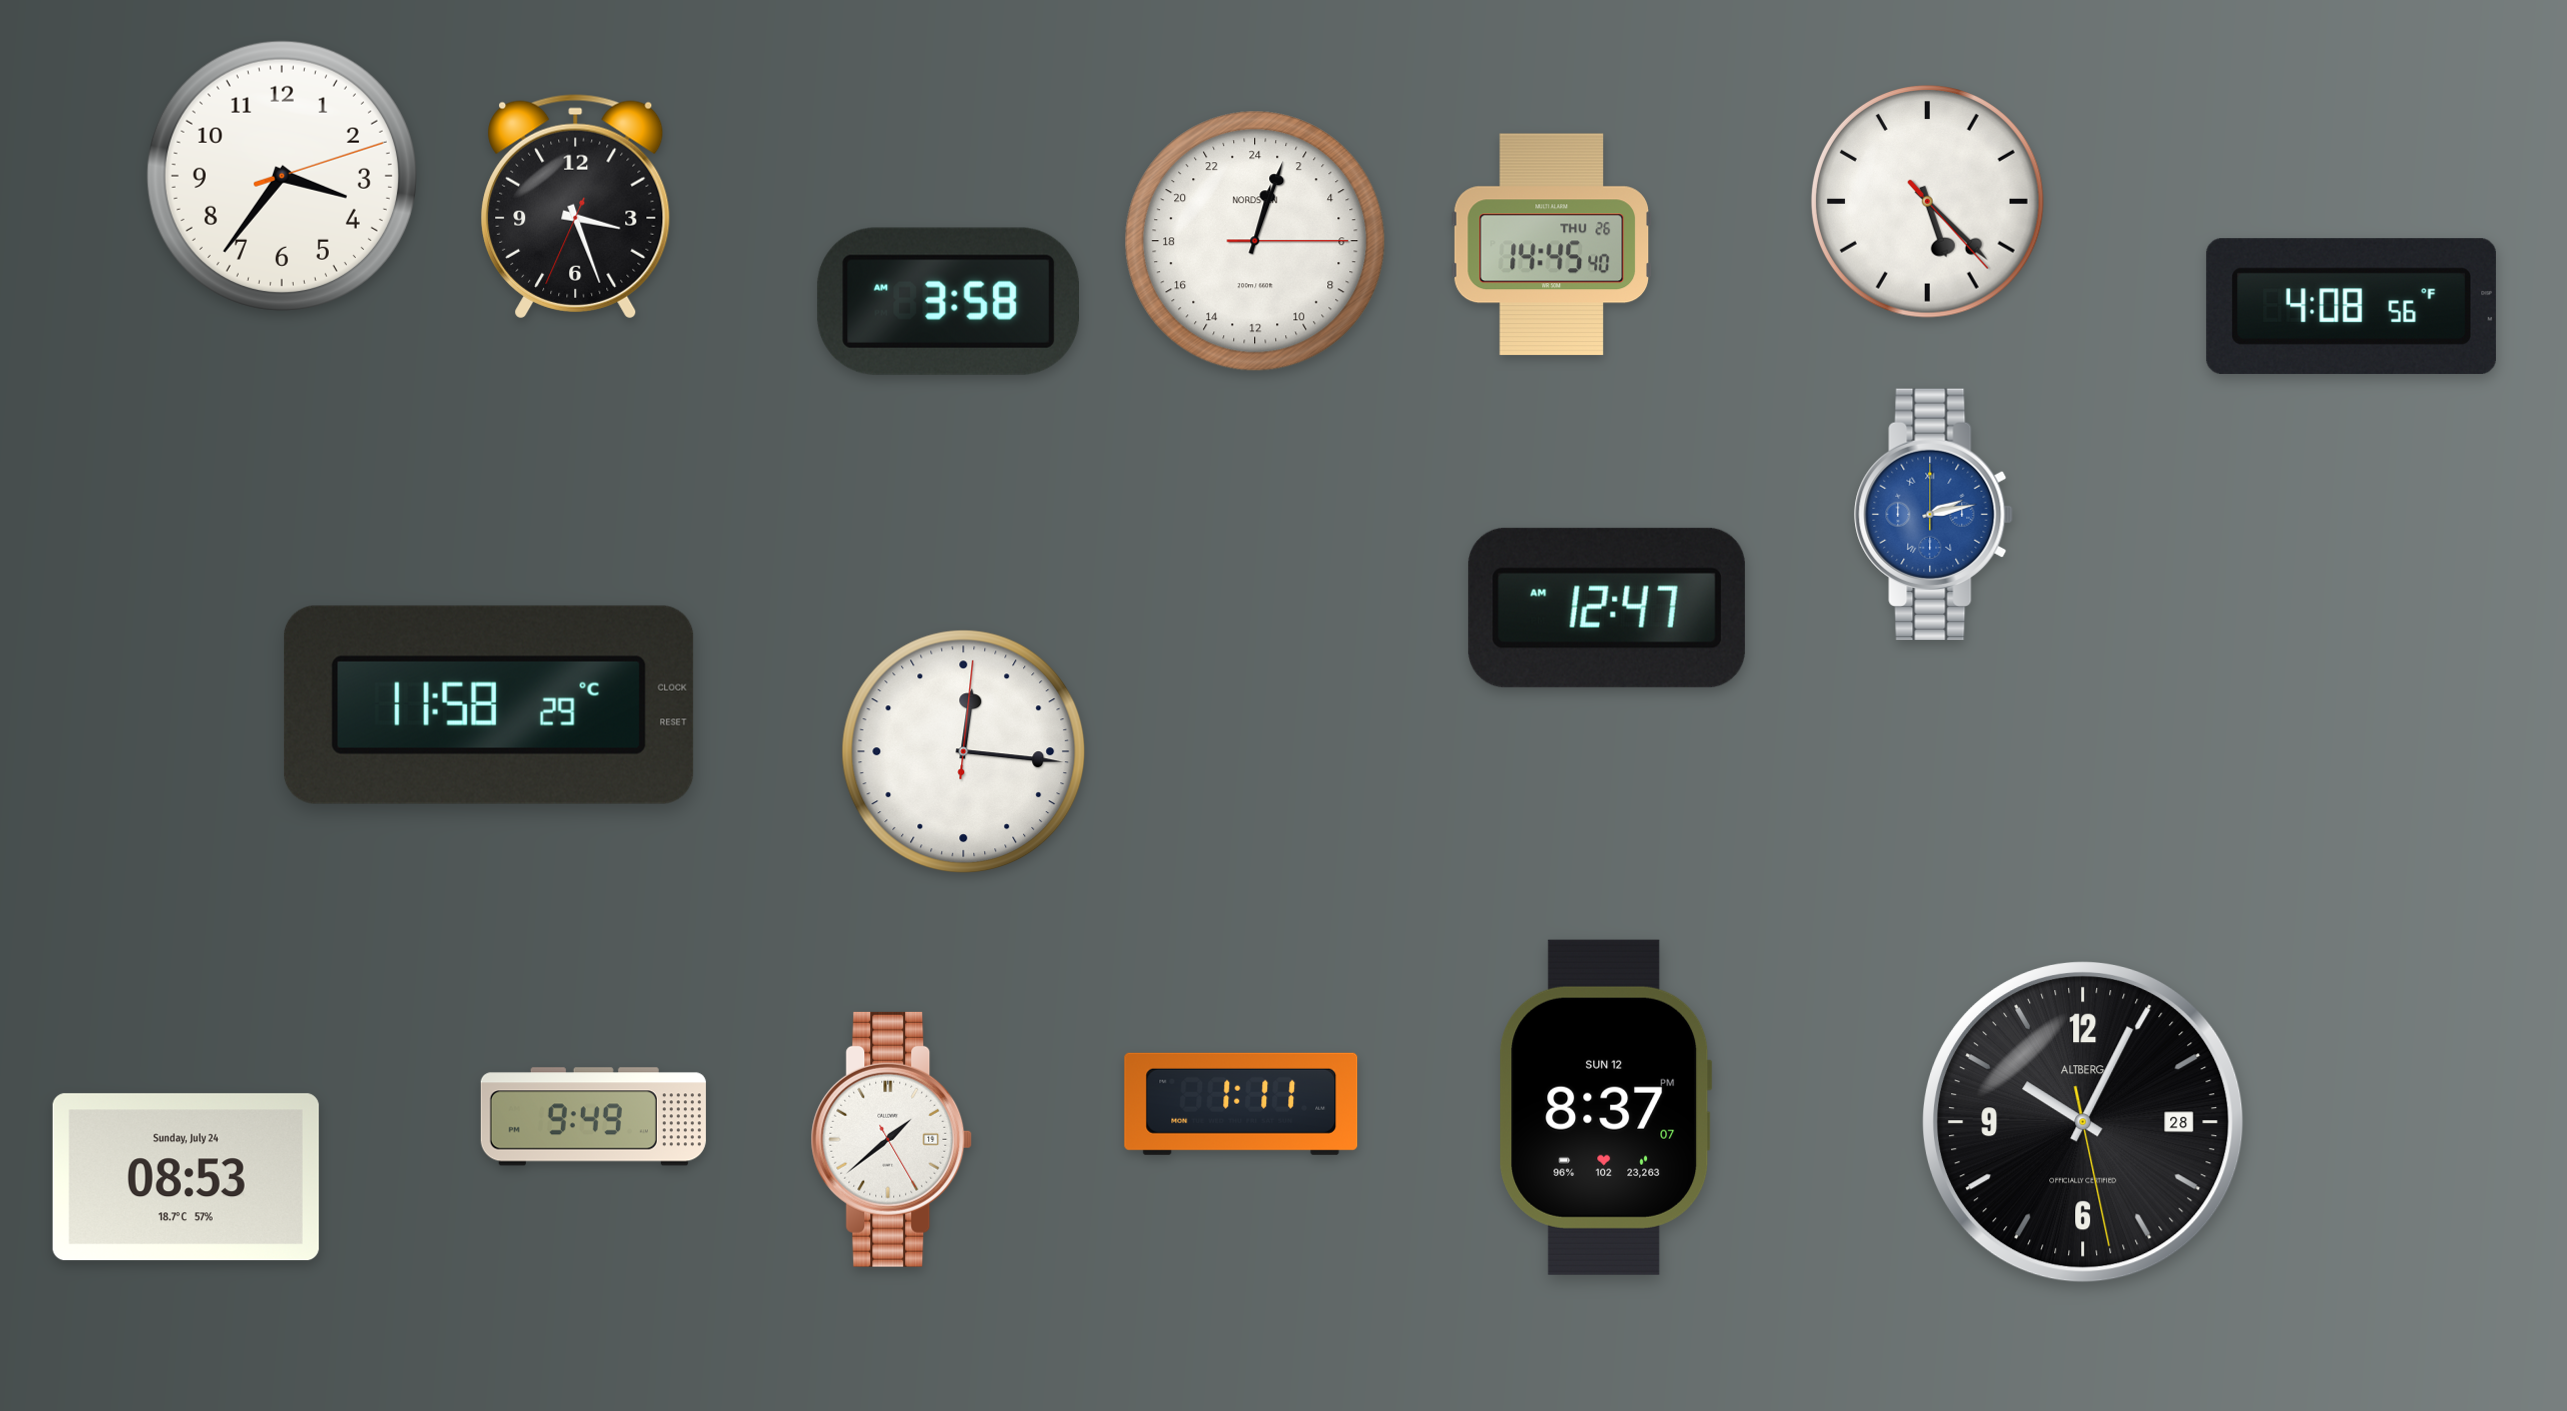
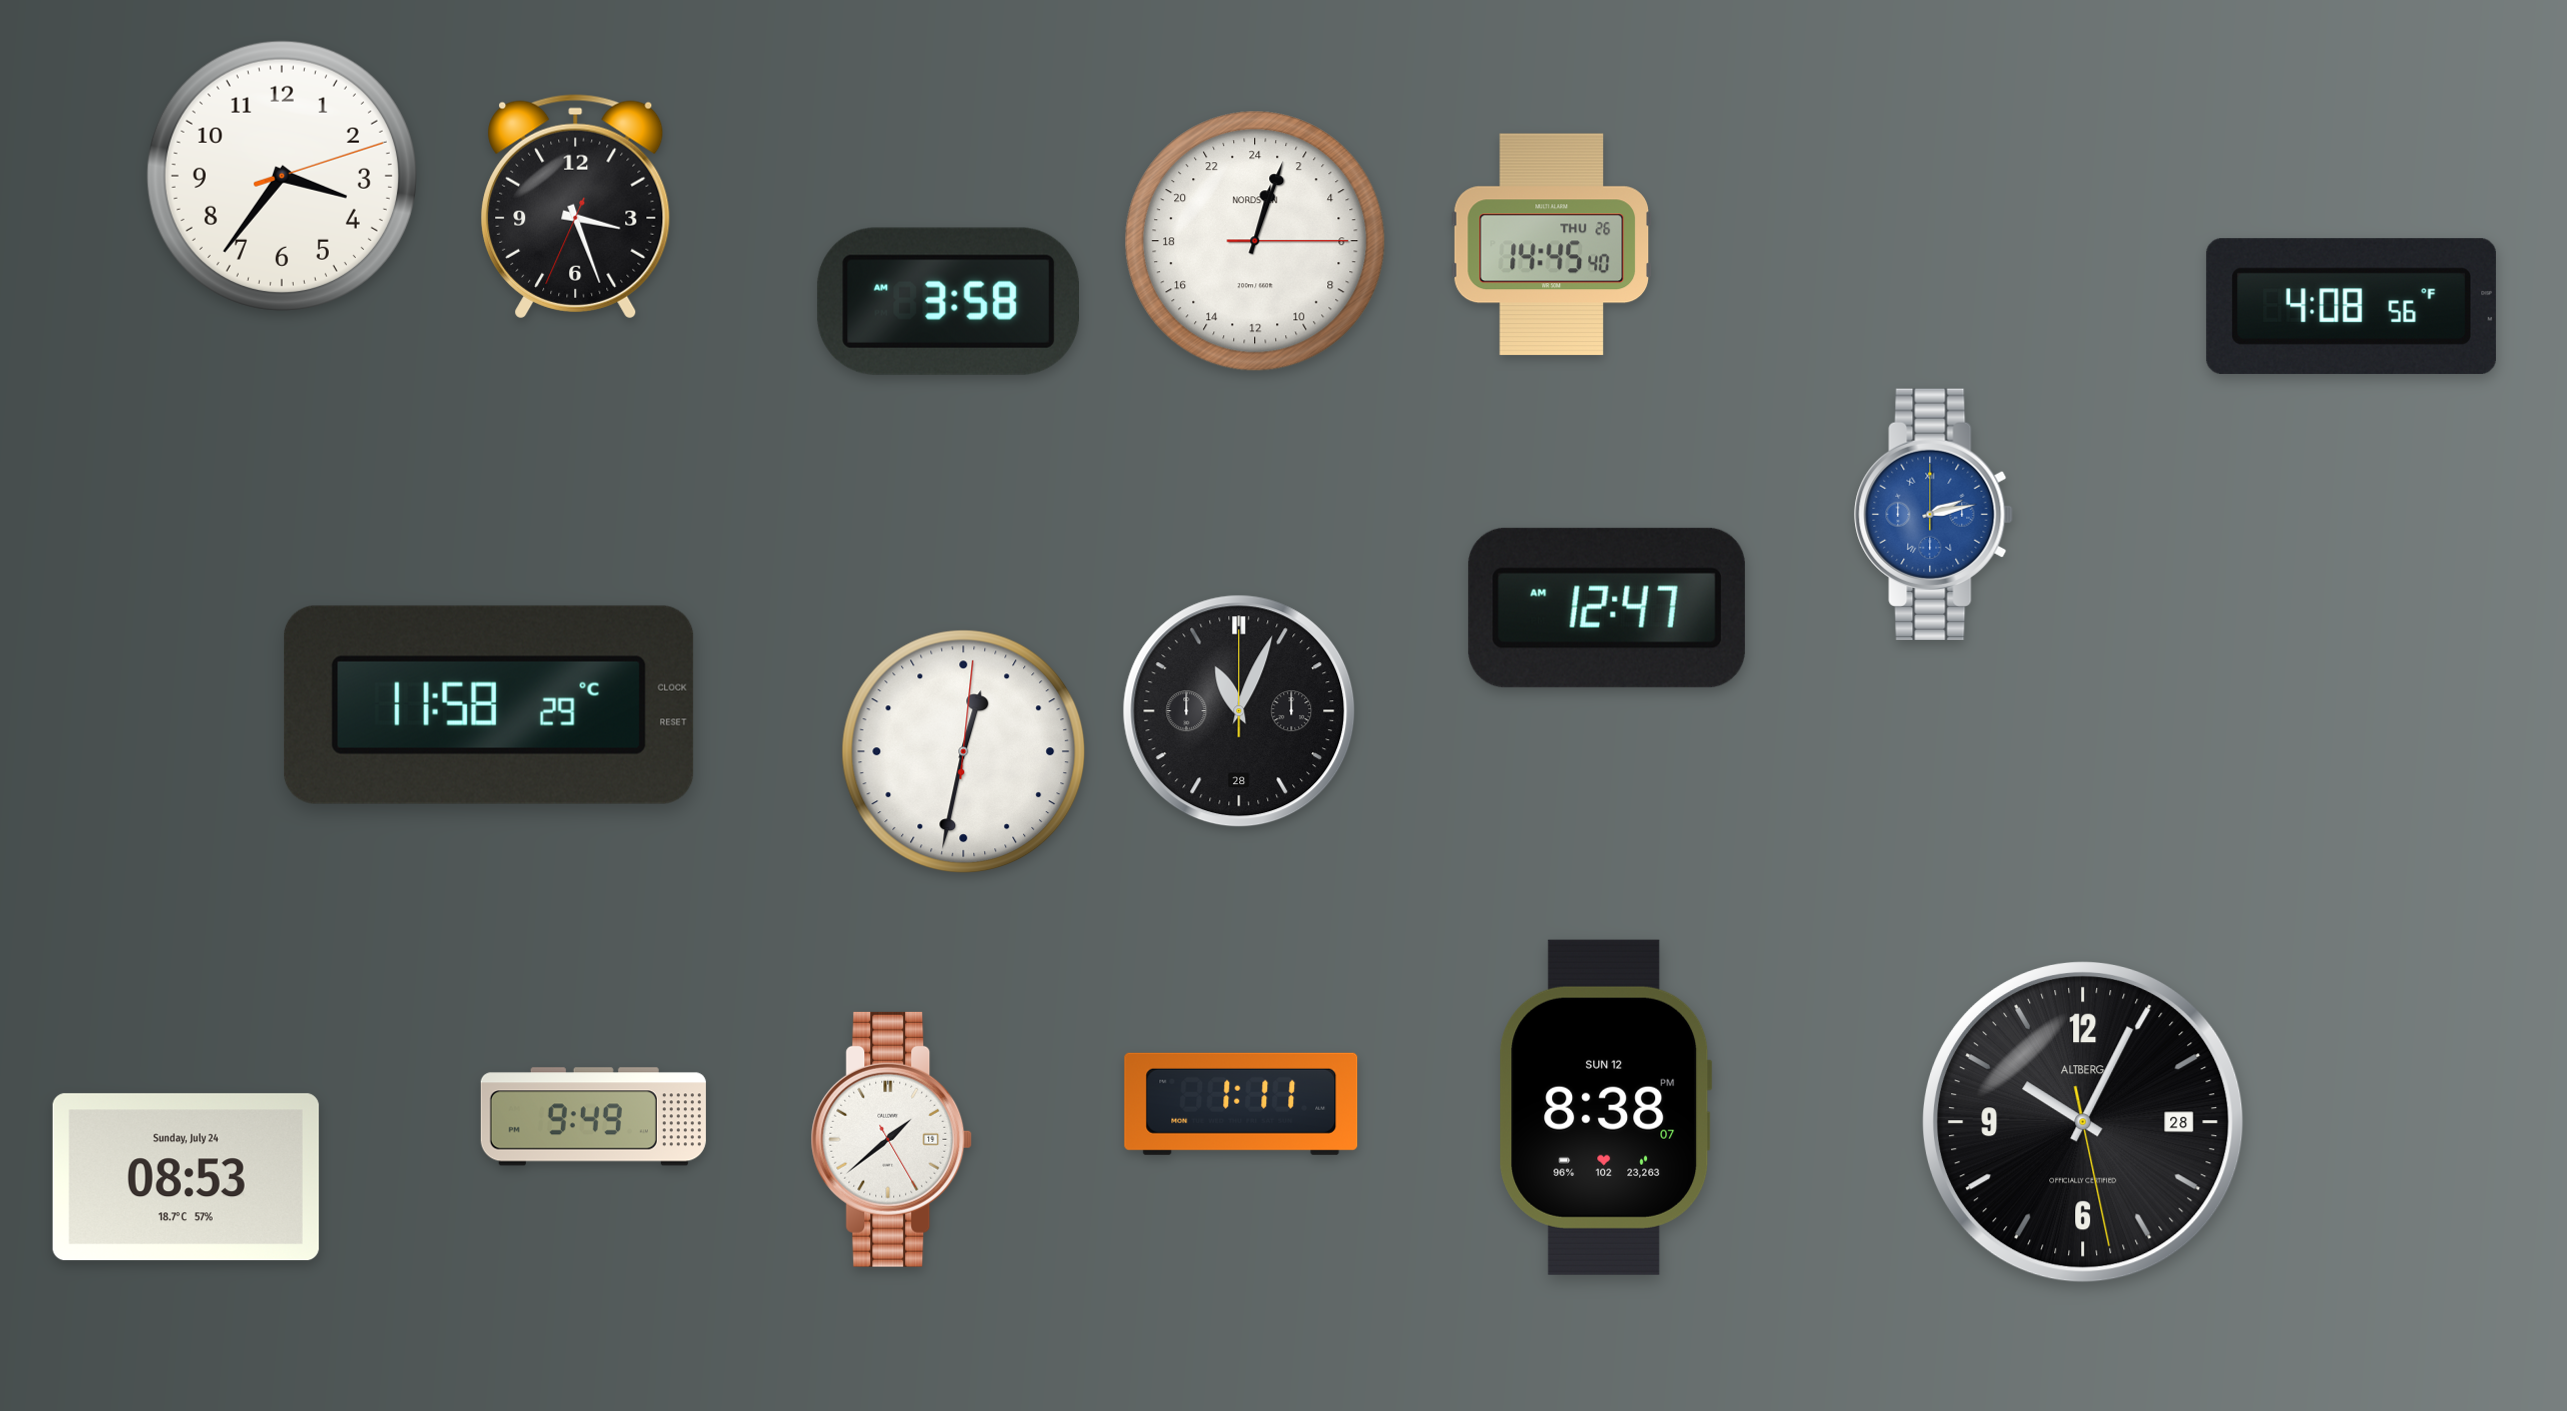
clock at (1927, 201): 5:22 -> none
clock at (1239, 711): none -> 11:04
clock at (964, 752): 12:16 -> 12:32
clock at (1606, 1107): 8:37 -> 8:38
